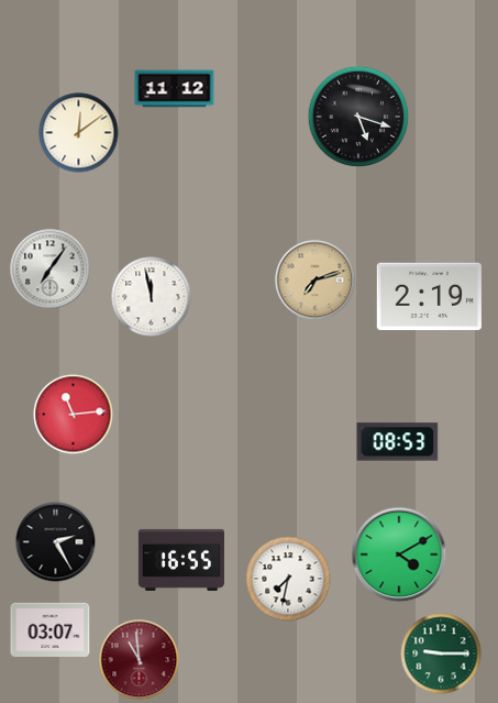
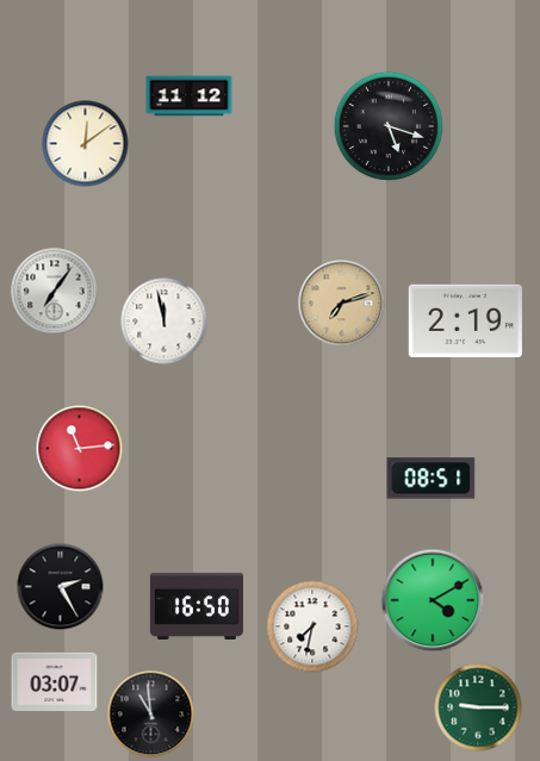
clock at (398, 442): 08:53 -> 08:51
clock at (181, 560): 16:55 -> 16:50
clock at (140, 660) dial: burgundy -> black
